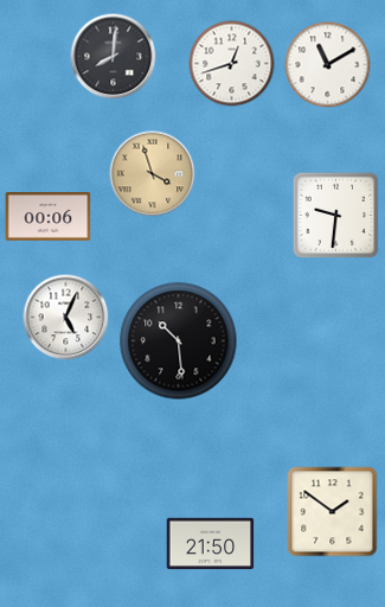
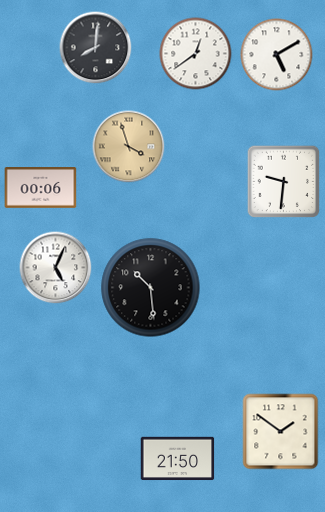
clock at (232, 64): 12:42 -> 12:39
clock at (328, 65): 11:10 -> 5:10
clock at (49, 217) position: (49, 217) -> (41, 188)
